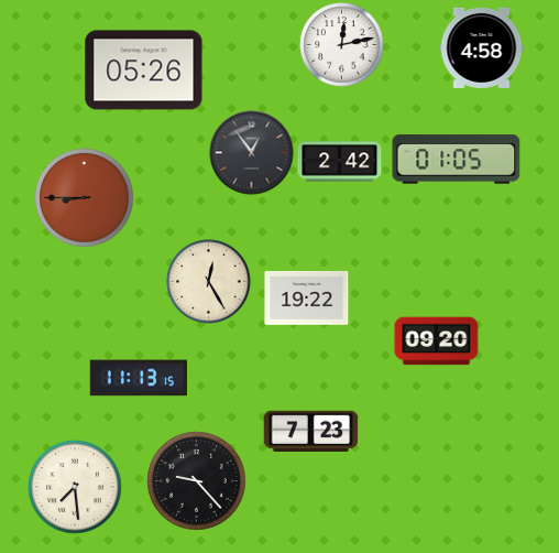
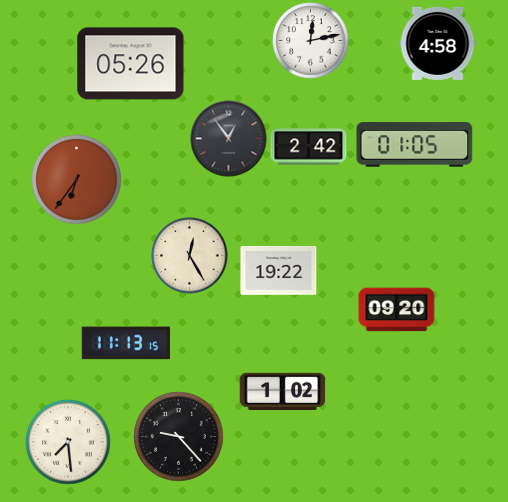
clock at (85, 198): 8:45 -> 6:36
clock at (311, 431): 7:23 -> 1:02
